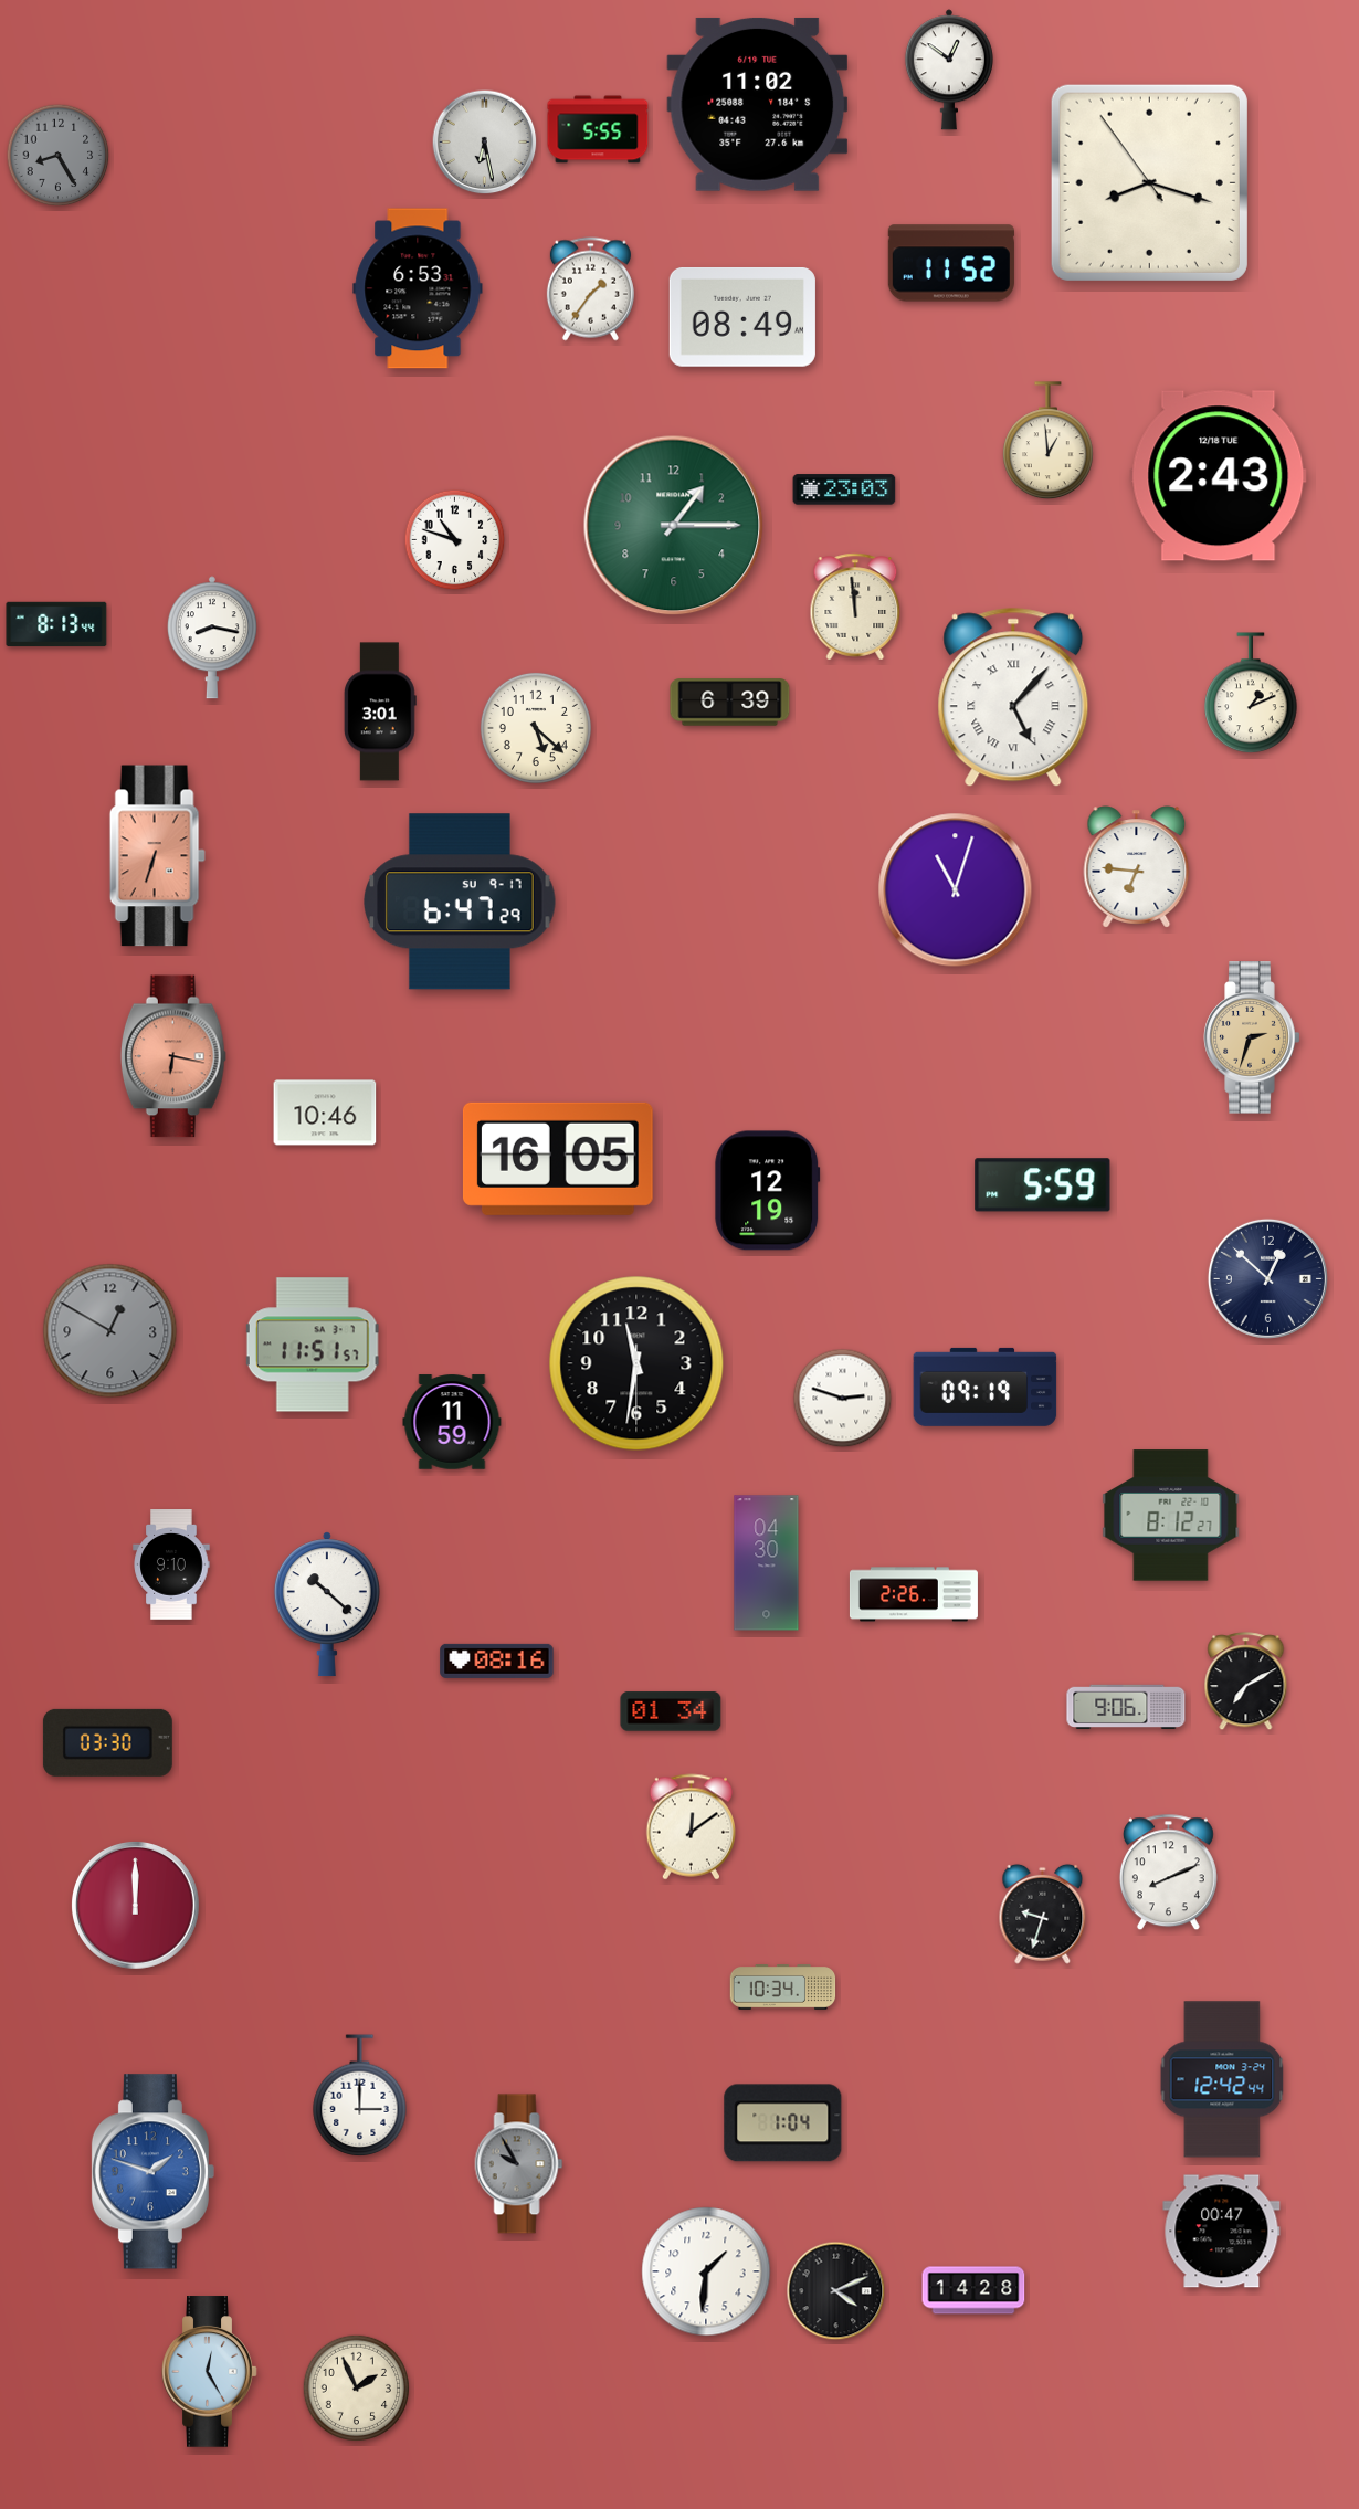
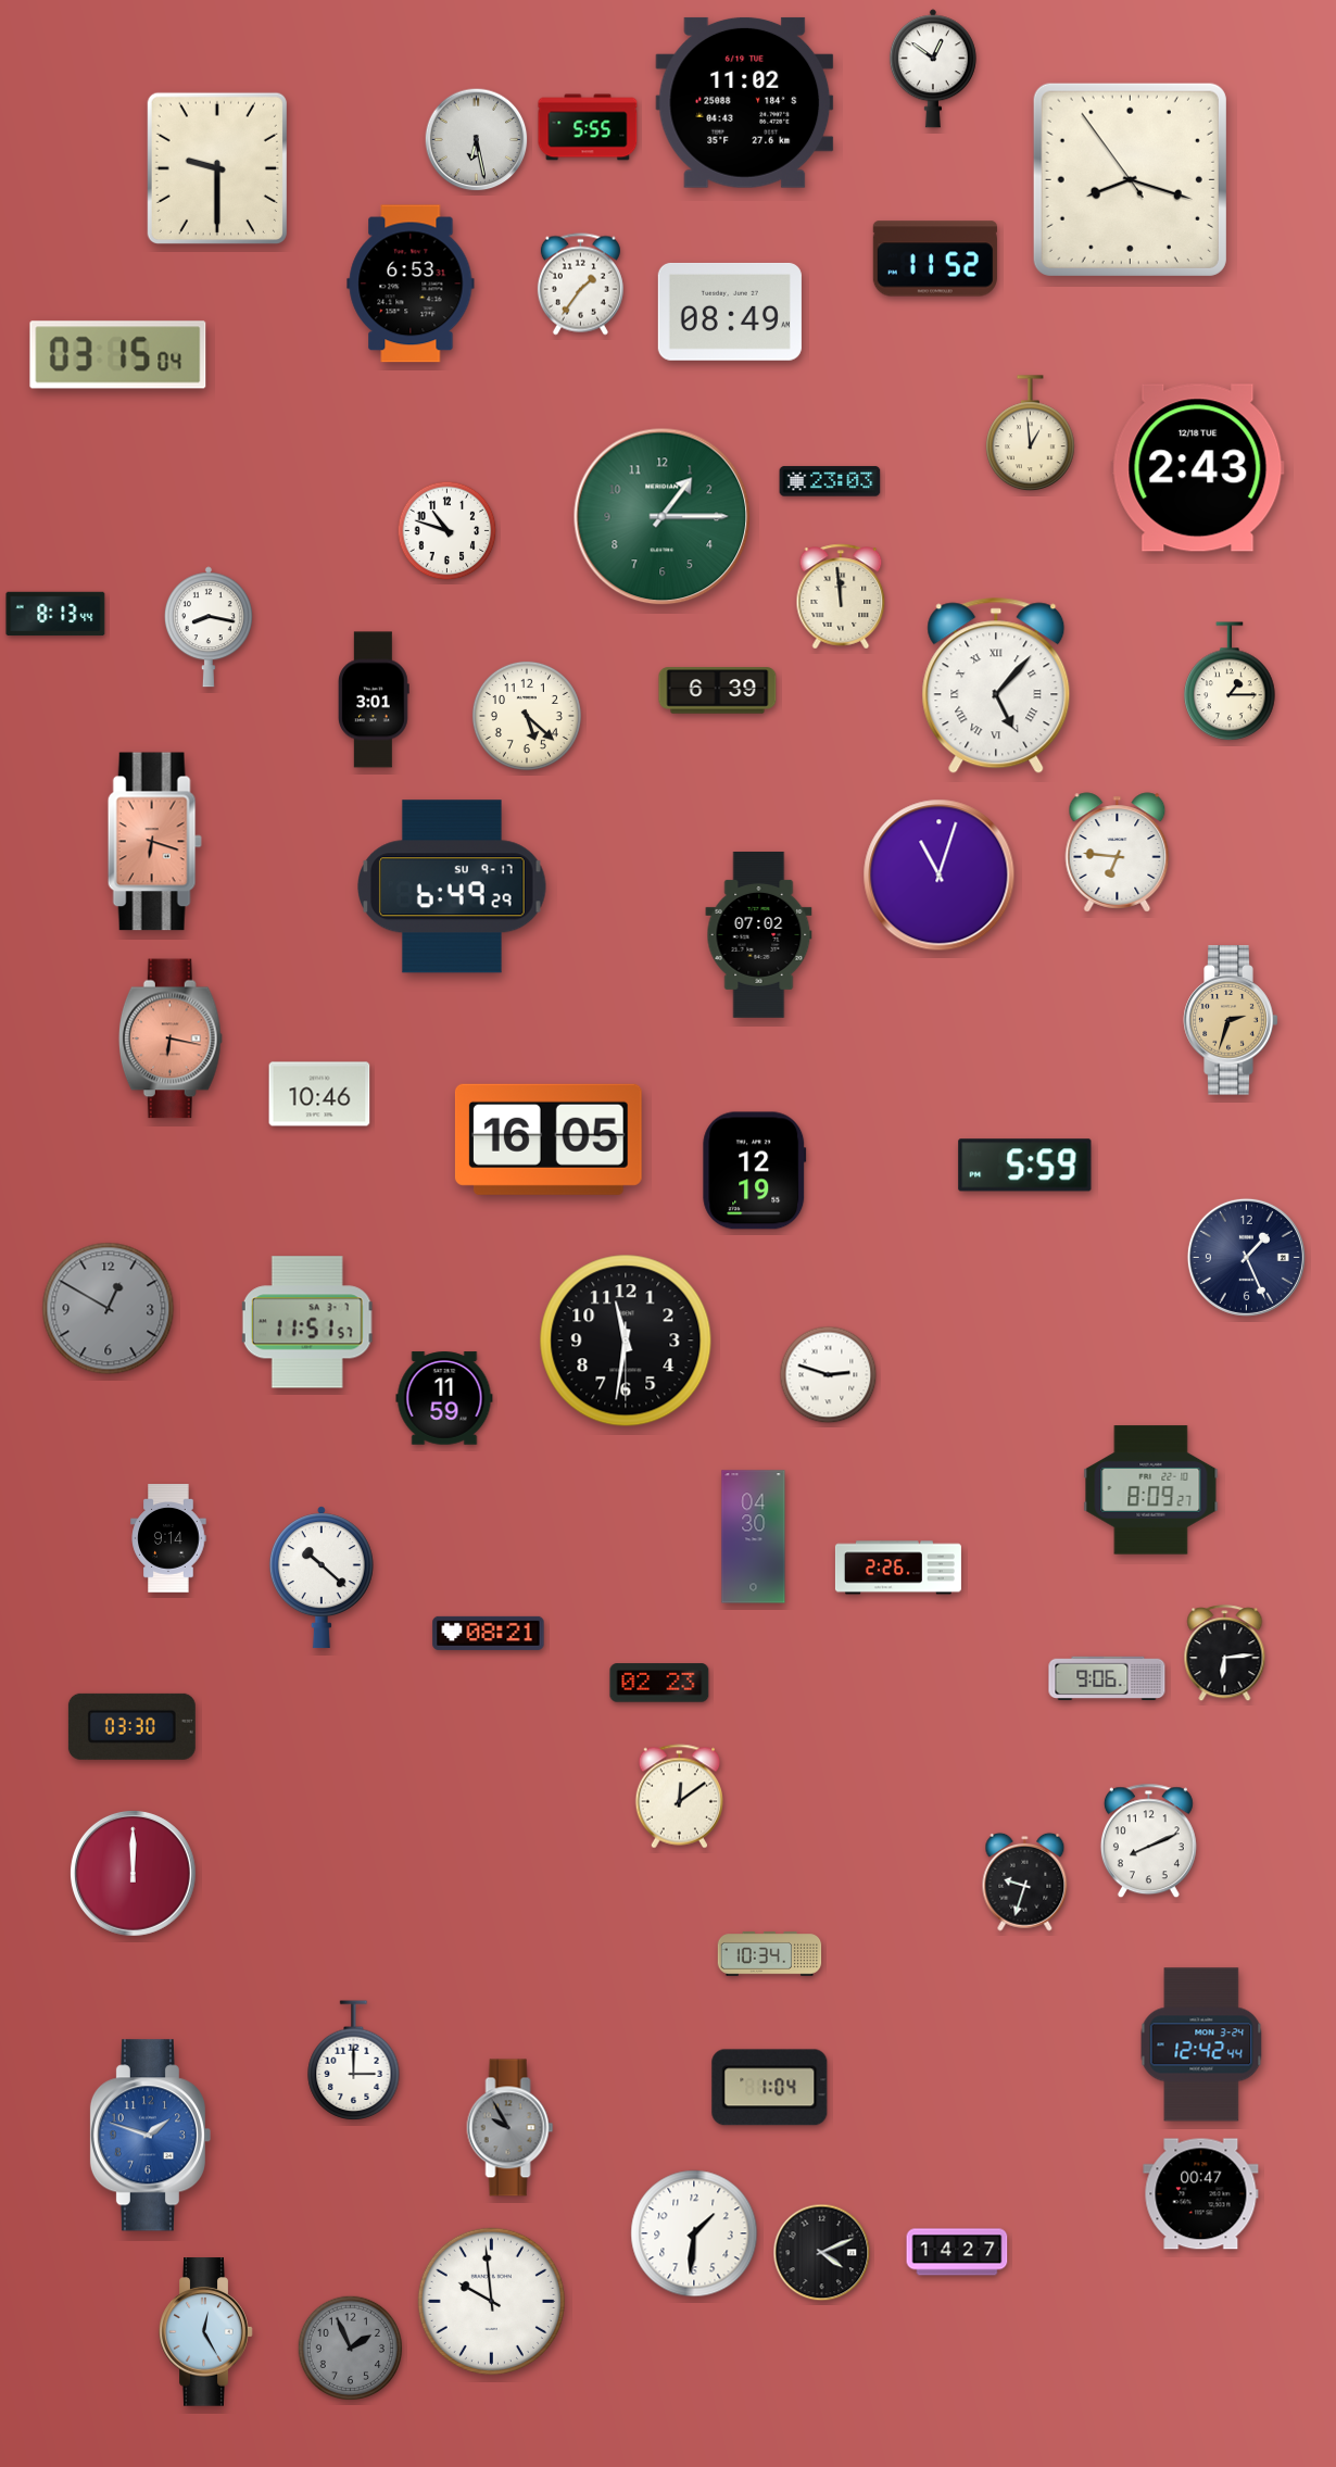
clock at (59, 156): 8:25 -> none
clock at (217, 168): none -> 9:30
clock at (118, 355): none -> 03:15
clock at (1251, 694): 1:11 -> 1:15
clock at (157, 856): 6:33 -> 6:18
clock at (461, 902): 6:47 -> 6:49
clock at (759, 934): none -> 07:02
clock at (1267, 1278): 12:52 -> 1:26
clock at (986, 1387): 09:19 -> none
clock at (1171, 1516): 8:12 -> 8:09
clock at (171, 1564): 9:10 -> 9:14
clock at (497, 1661): 08:16 -> 08:21
clock at (1246, 1682): 7:10 -> 6:14
clock at (671, 1711): 01:34 -> 02:23
clock at (107, 1742) position: (107, 1742) -> (131, 1726)
clock at (973, 2290): 14:28 -> 14:27
clock at (491, 2301): none -> 9:59
clock at (356, 2387) dial: cream -> grey
